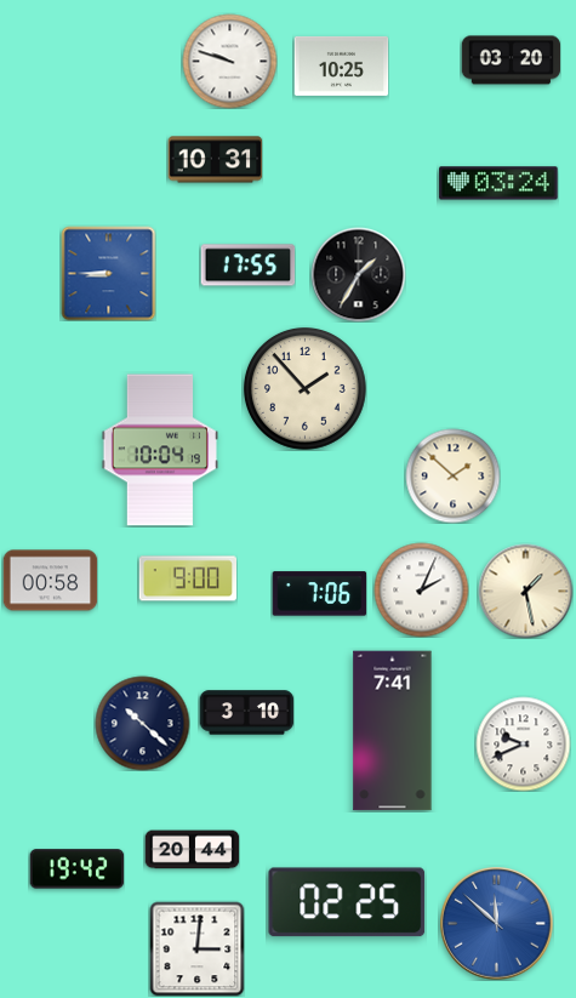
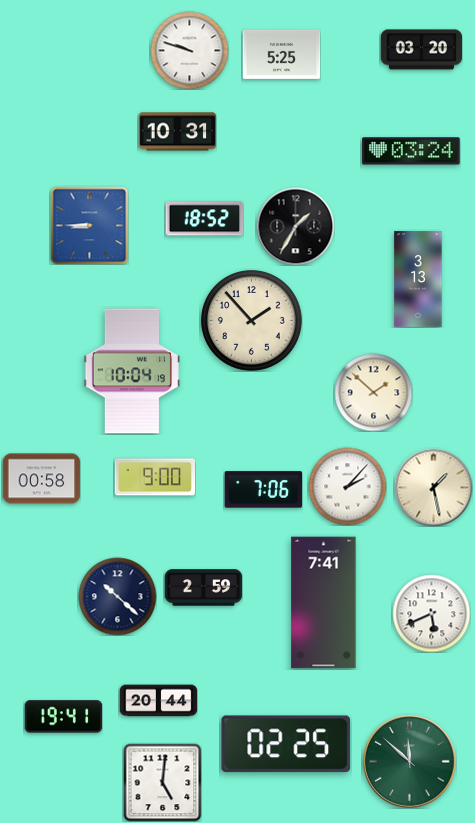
clock at (341, 65): 10:25 -> 5:25
clock at (247, 266): 17:55 -> 18:52
clock at (418, 279): none -> 3:13
clock at (421, 589): 2:04 -> 2:07
clock at (246, 713): 3:10 -> 2:59
clock at (523, 743): 9:41 -> 5:41
clock at (76, 869): 19:42 -> 19:41
clock at (496, 923) dial: blue -> green
clock at (196, 948): 3:01 -> 5:01
